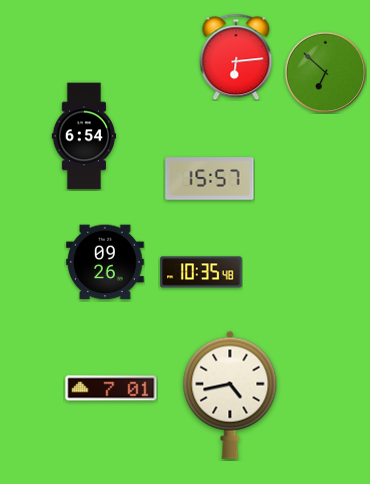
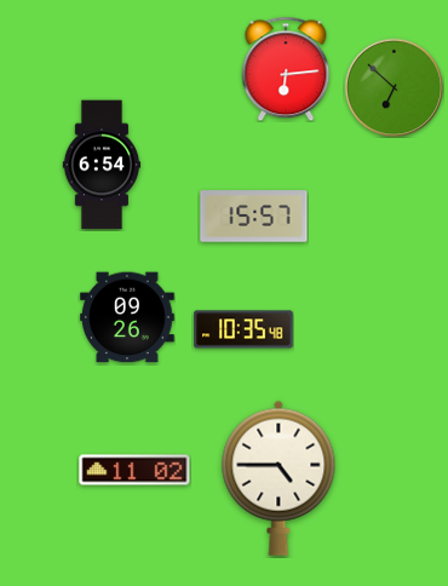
clock at (111, 388): 7:01 -> 11:02
clock at (230, 395): 4:43 -> 4:45
